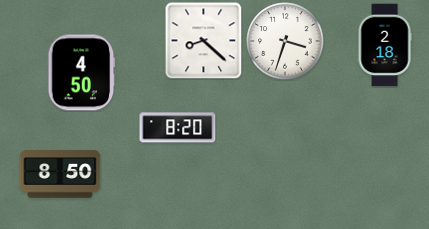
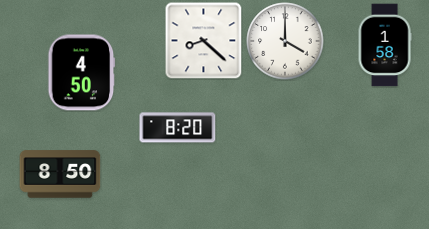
clock at (285, 41): 3:33 -> 4:00
clock at (385, 45): 2:18 -> 1:58
